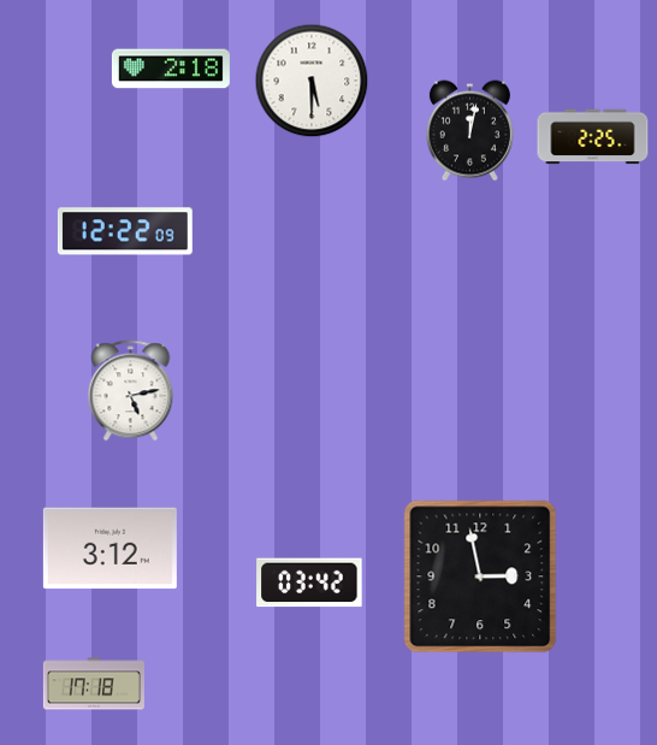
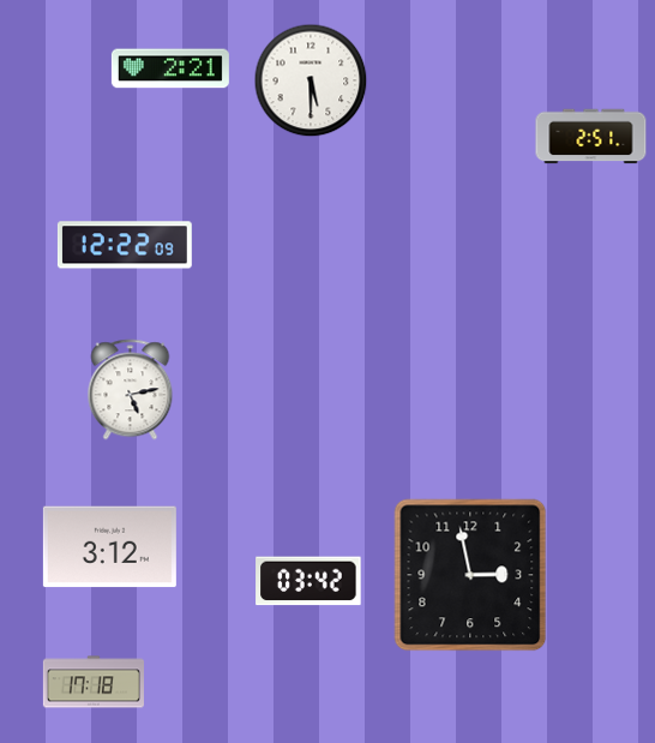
clock at (171, 69): 2:18 -> 2:21
clock at (469, 131): 12:02 -> none
clock at (593, 137): 2:25 -> 2:51
clock at (125, 231) position: (125, 231) -> (125, 245)
clock at (480, 577) position: (480, 577) -> (470, 575)
